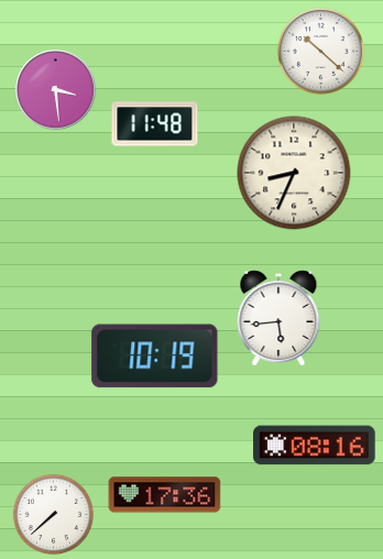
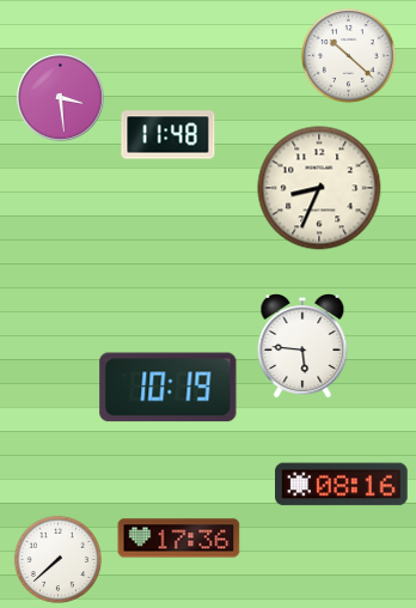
clock at (278, 318): 5:44 -> 5:46
